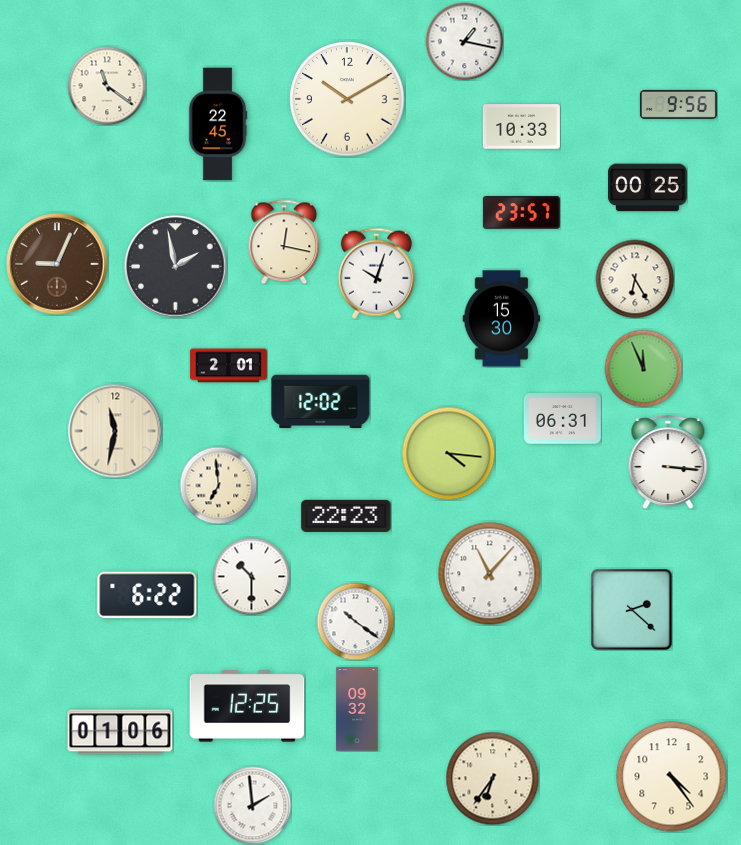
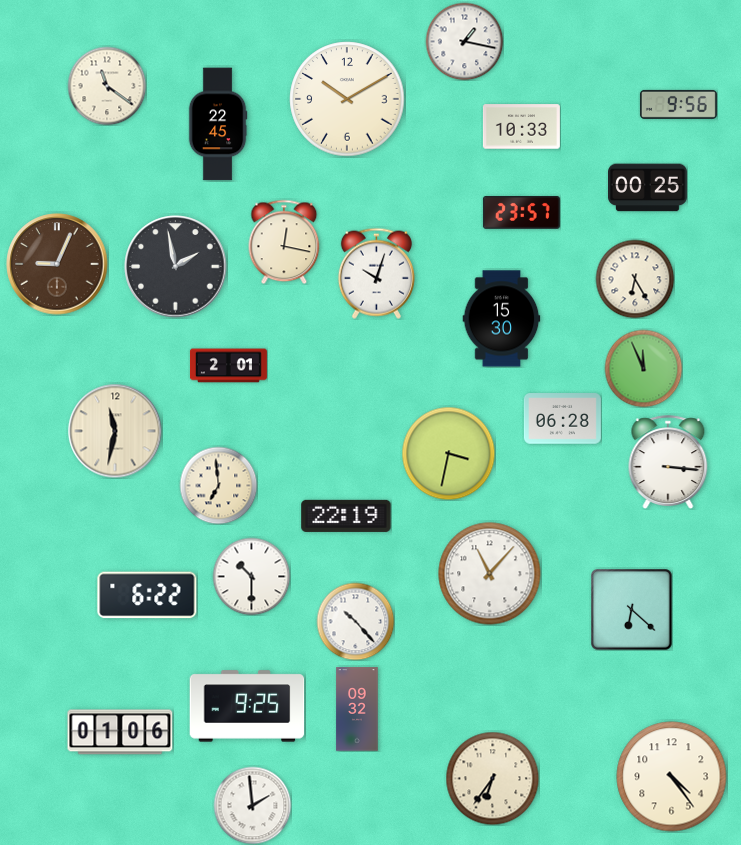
clock at (321, 402): 12:02 -> none
clock at (562, 419): 06:31 -> 06:28
clock at (448, 453): 4:16 -> 3:32
clock at (346, 516): 22:23 -> 22:19
clock at (631, 609): 2:22 -> 6:22
clock at (355, 621): 10:21 -> 10:23
clock at (247, 706): 12:25 -> 9:25
